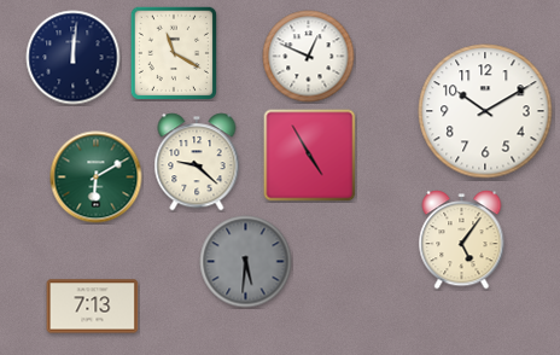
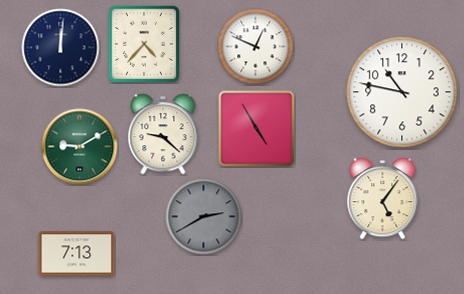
clock at (173, 52): 11:20 -> 4:37
clock at (485, 111): 10:10 -> 10:47
clock at (97, 177): 6:10 -> 9:10
clock at (246, 262): 5:31 -> 2:40
